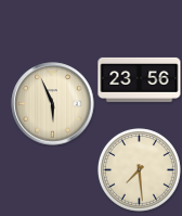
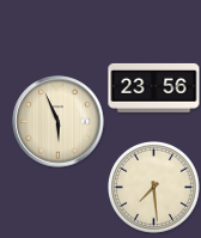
clock at (53, 104) position: (53, 104) -> (59, 122)
